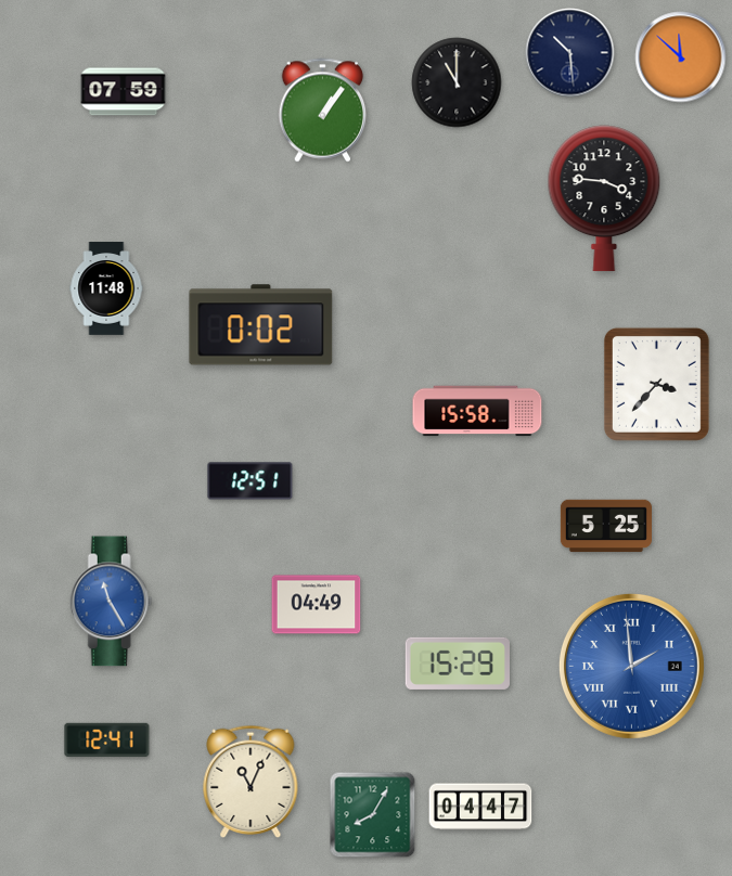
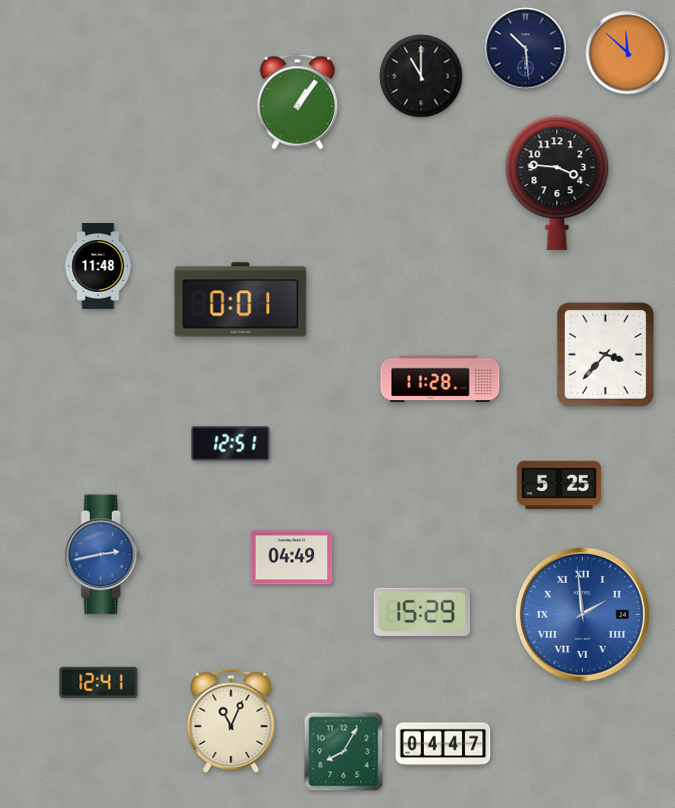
clock at (124, 92): 07:59 -> none
clock at (261, 325): 0:02 -> 0:01
clock at (477, 411): 15:58 -> 11:28
clock at (111, 602): 11:25 -> 2:43
